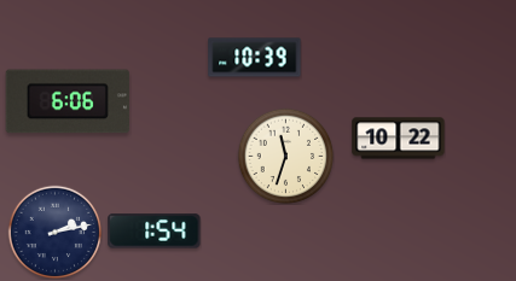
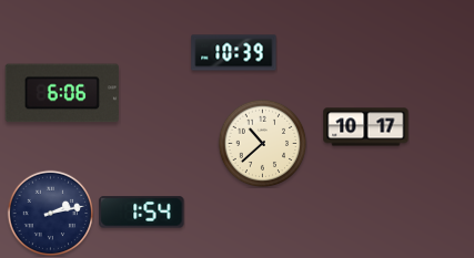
clock at (399, 139): 10:22 -> 10:17
clock at (285, 156): 11:33 -> 10:38
